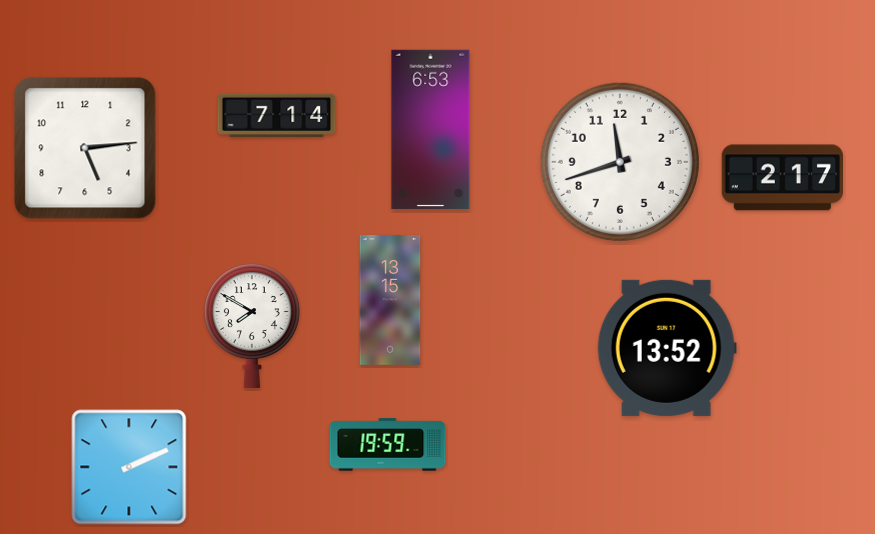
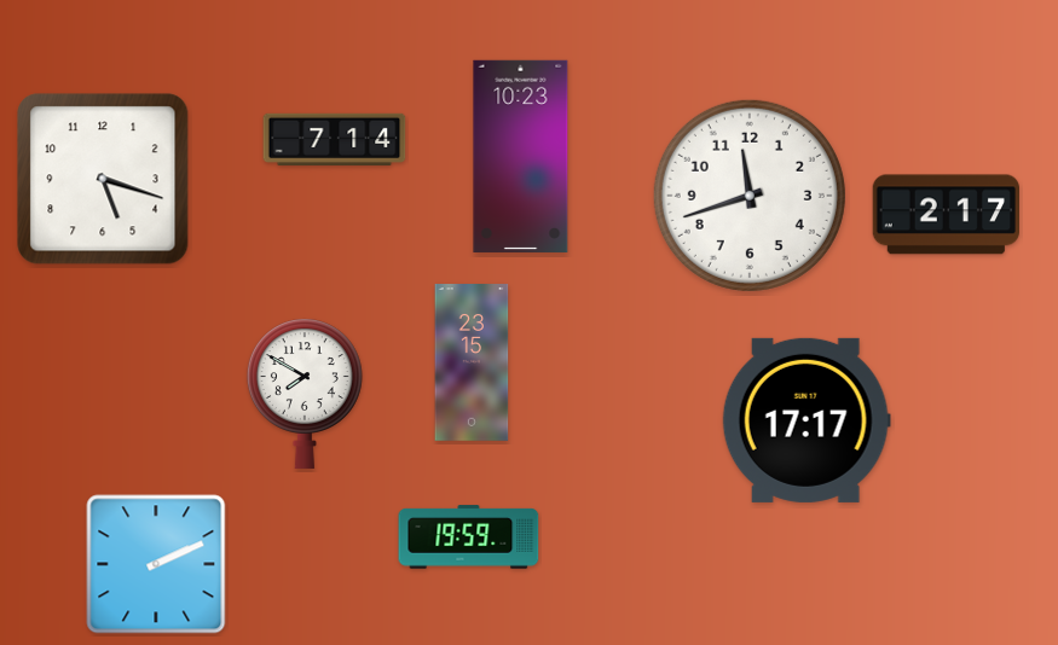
clock at (431, 129): 6:53 -> 10:23
clock at (85, 148): 5:14 -> 5:18
clock at (390, 301): 13:15 -> 23:15
clock at (667, 348): 13:52 -> 17:17
